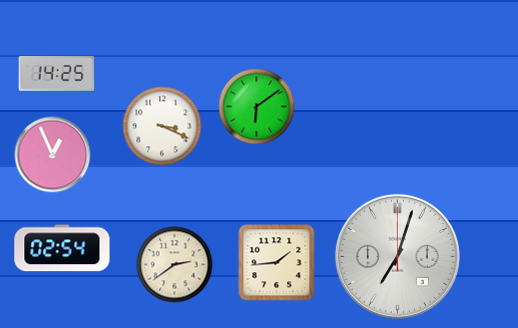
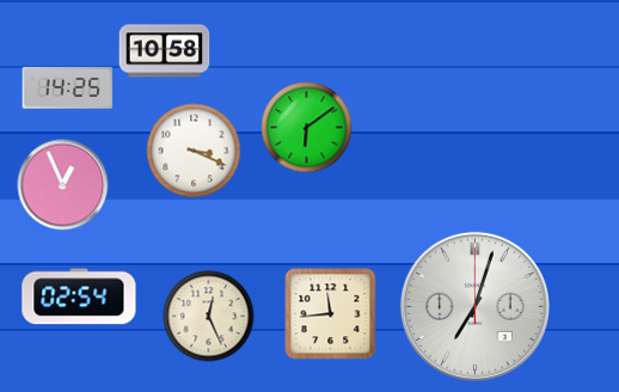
clock at (165, 51): none -> 10:58
clock at (62, 248) position: (62, 248) -> (79, 296)
clock at (277, 263): 1:44 -> 11:44
clock at (175, 265): 2:39 -> 12:26
